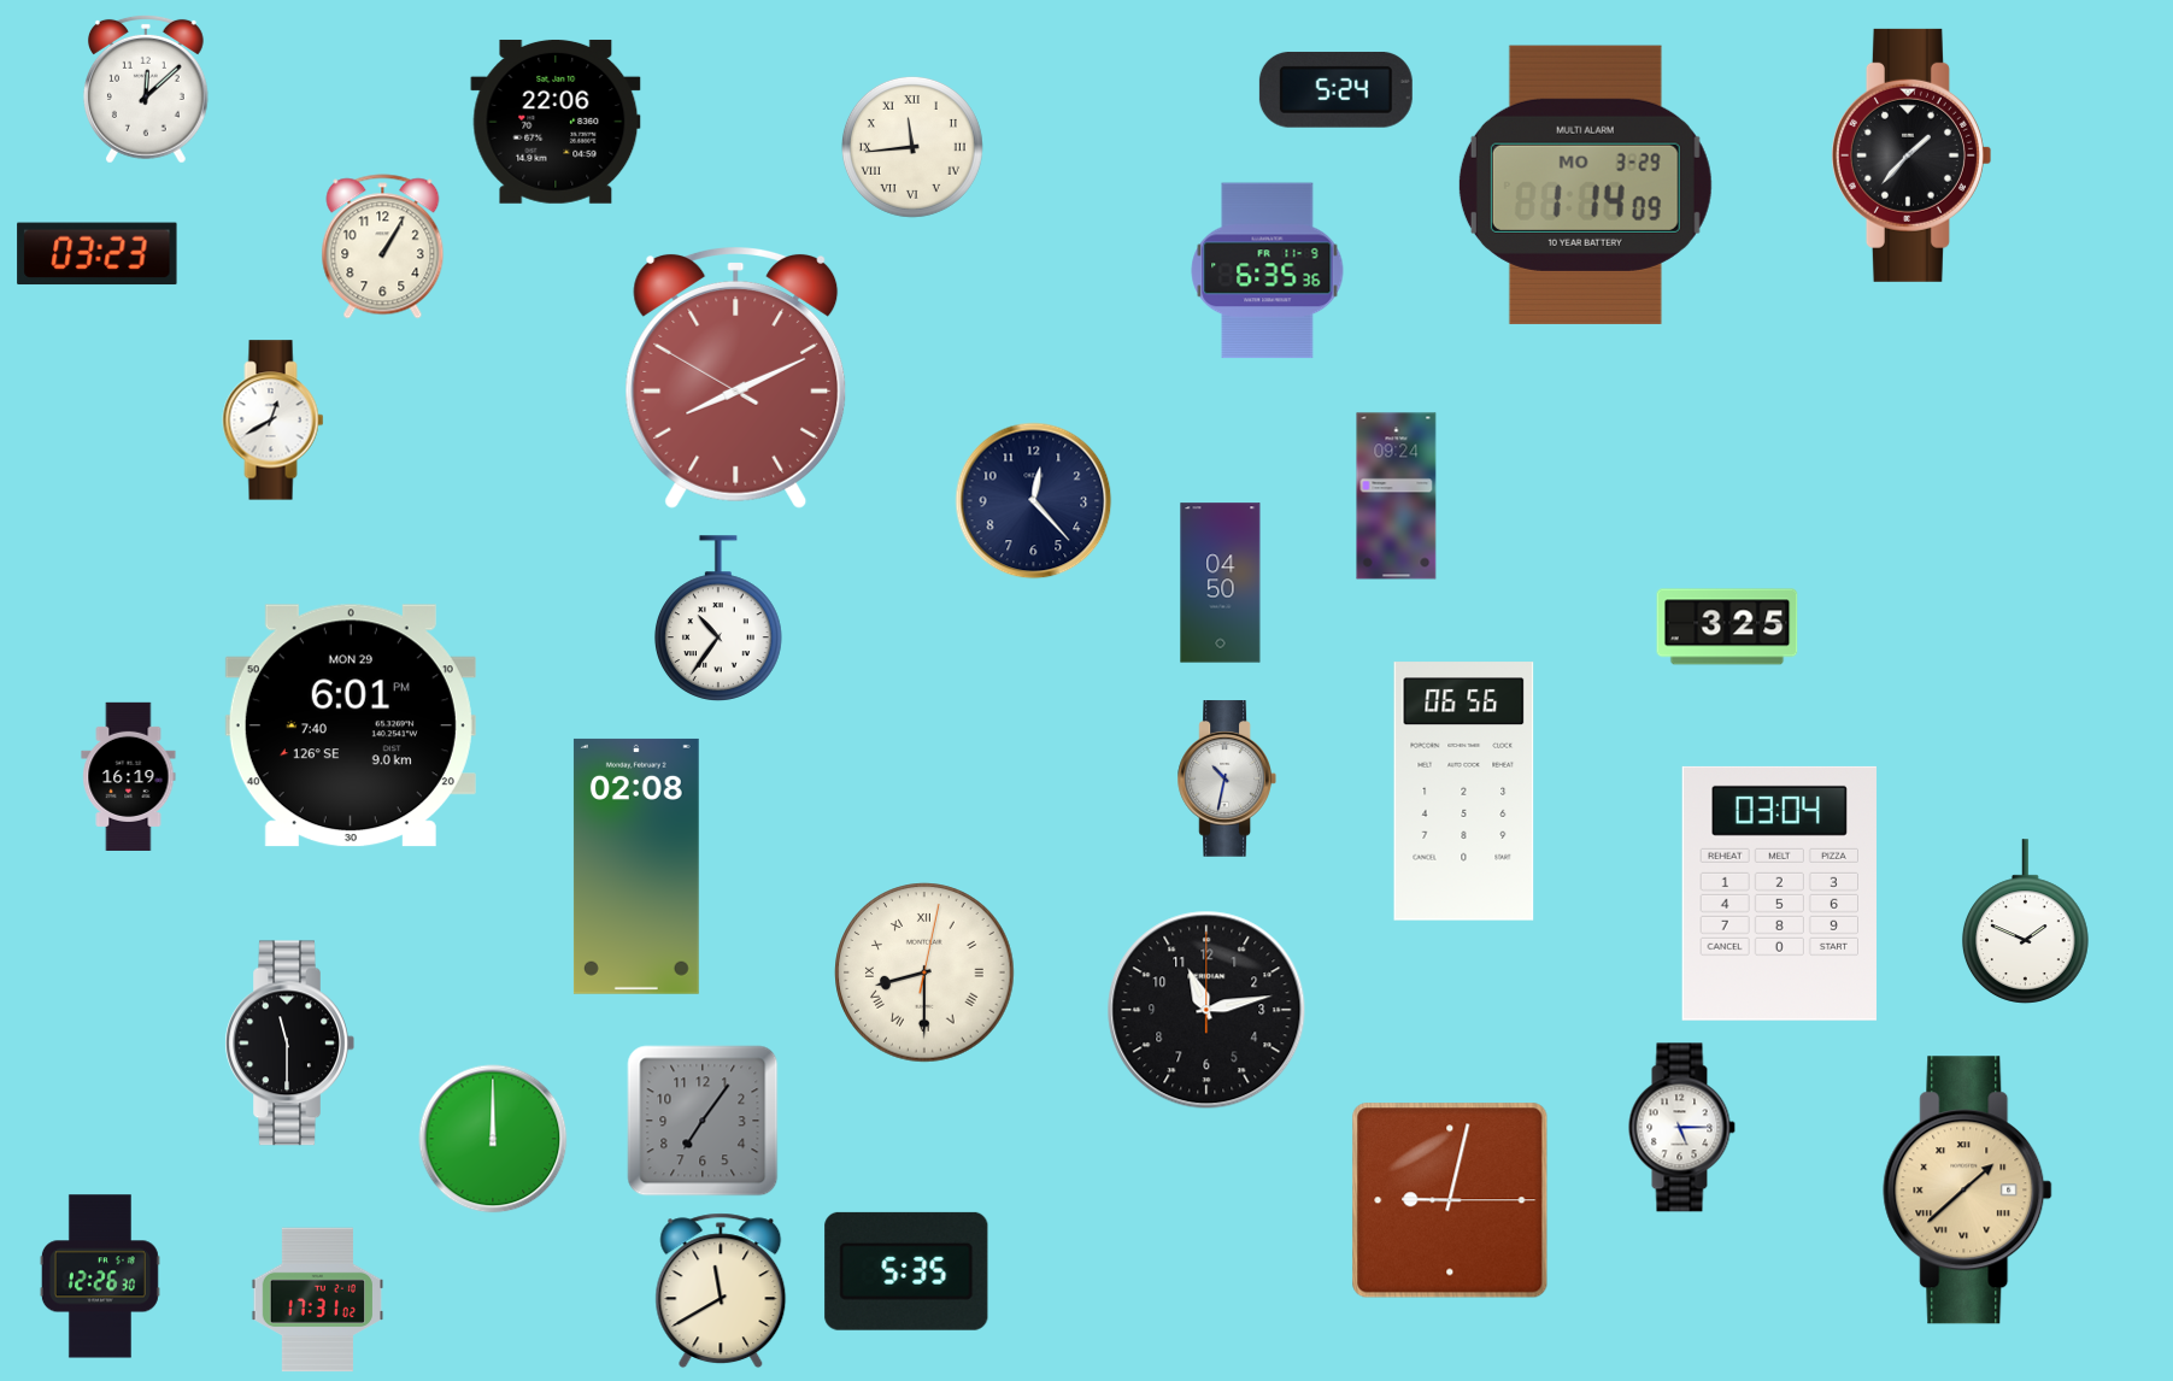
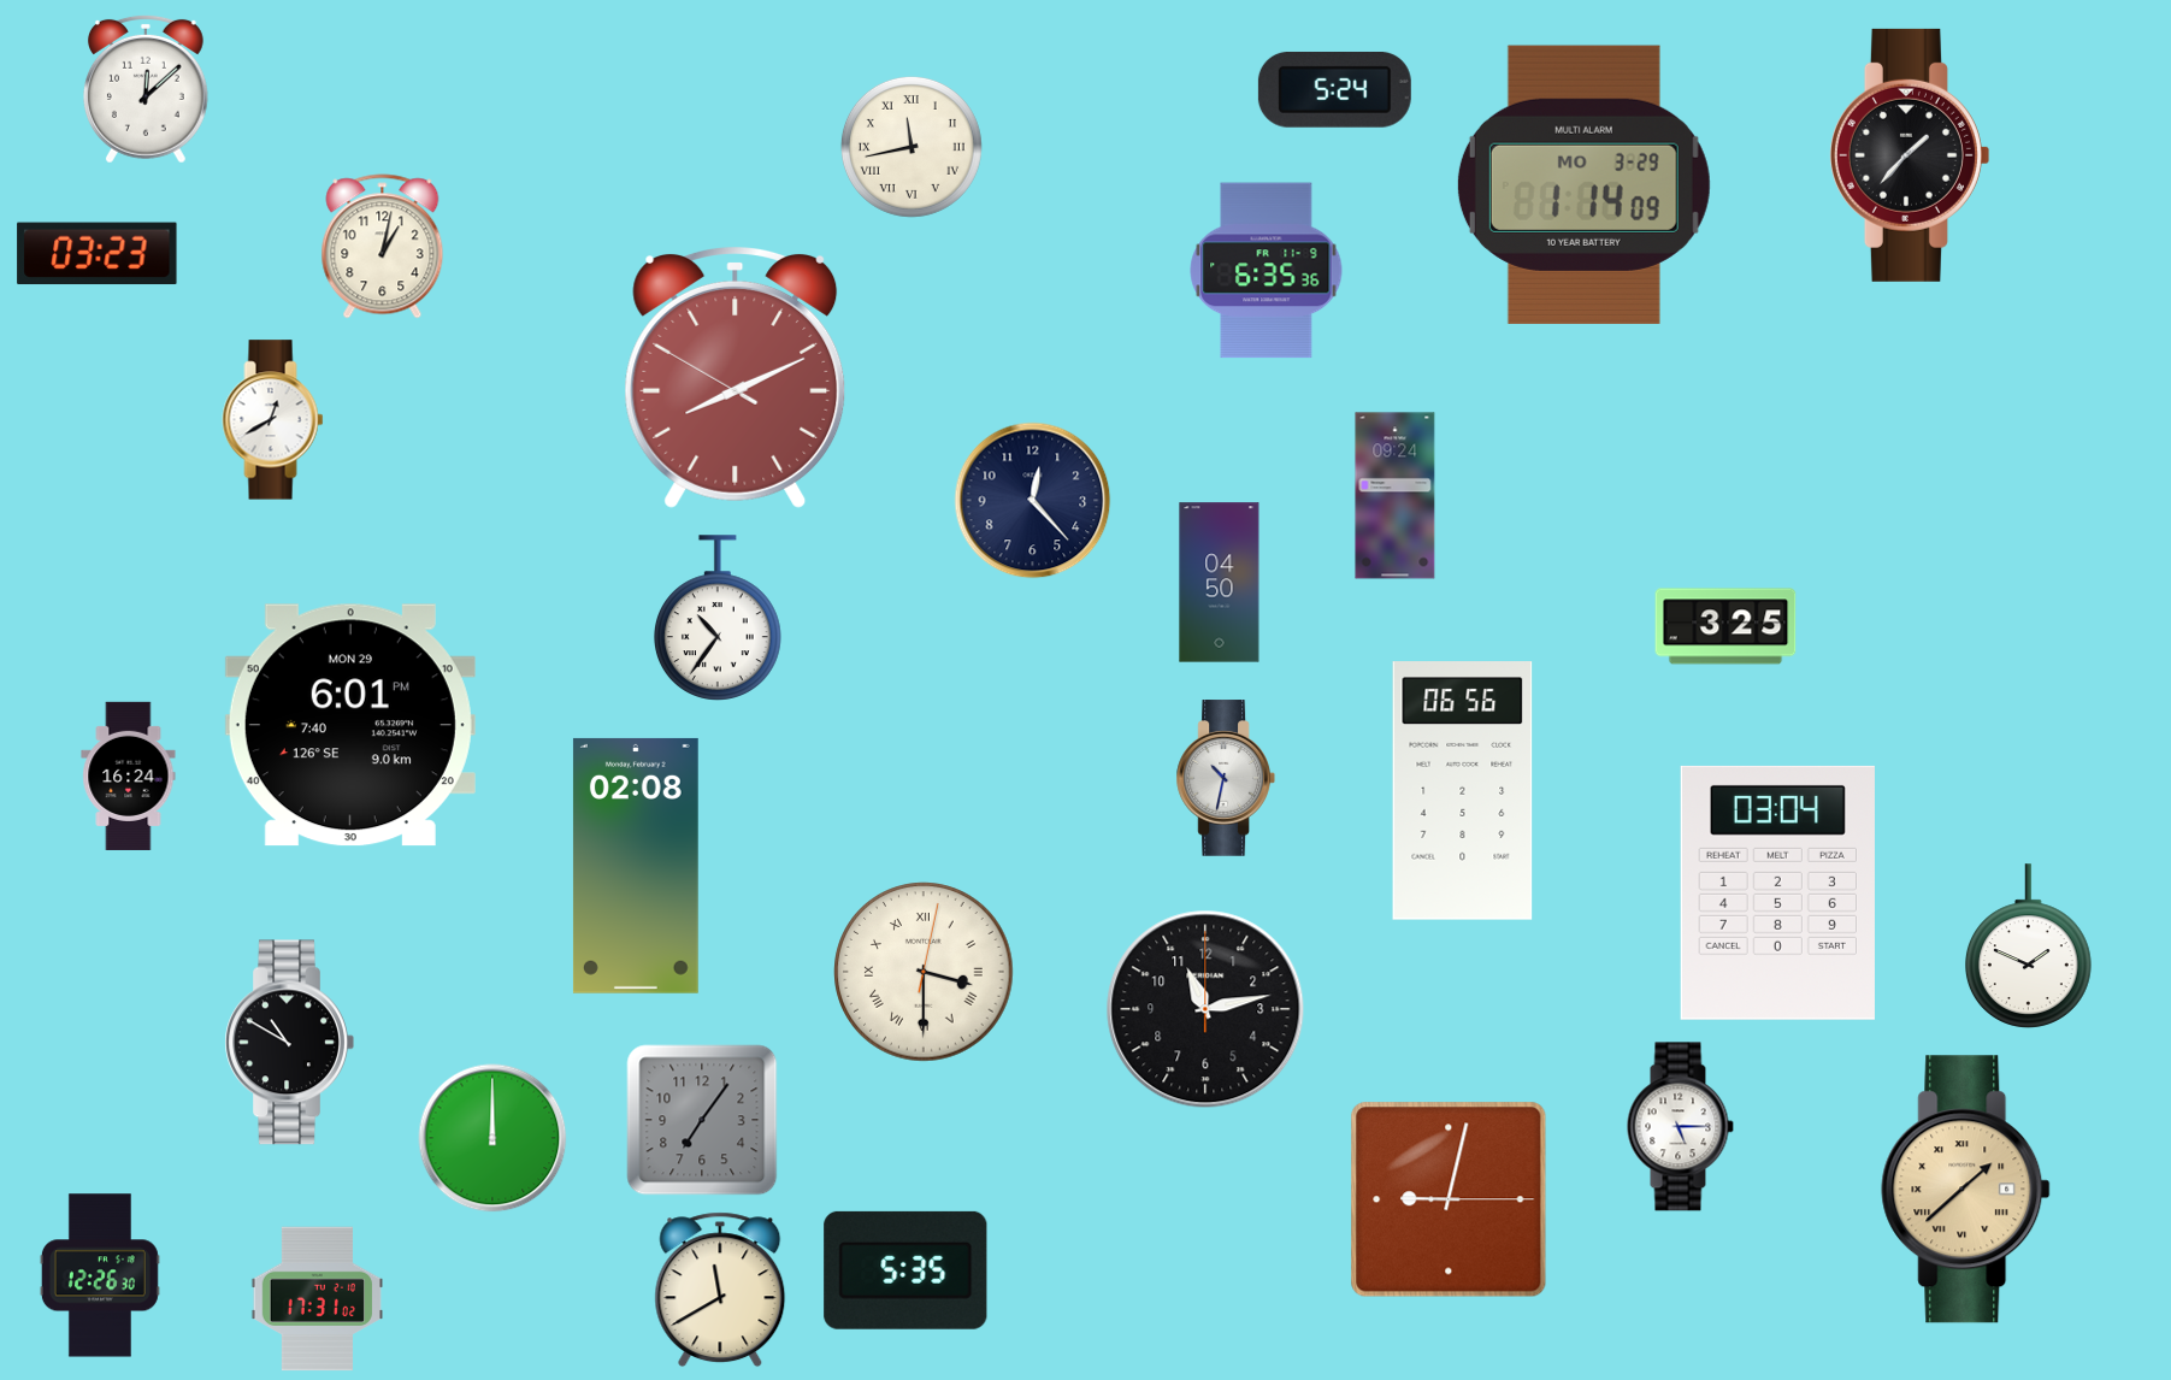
clock at (556, 122): 22:06 -> none
clock at (912, 147): 11:44 -> 11:43
clock at (383, 247): 1:05 -> 1:02
clock at (129, 776): 16:19 -> 16:24
clock at (2025, 922) position: (2025, 922) -> (2028, 946)
clock at (924, 972): 8:30 -> 3:30
clock at (289, 1044): 11:30 -> 10:50
